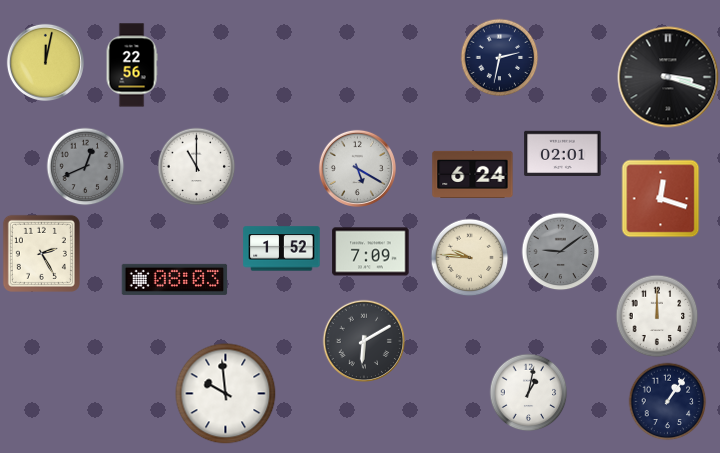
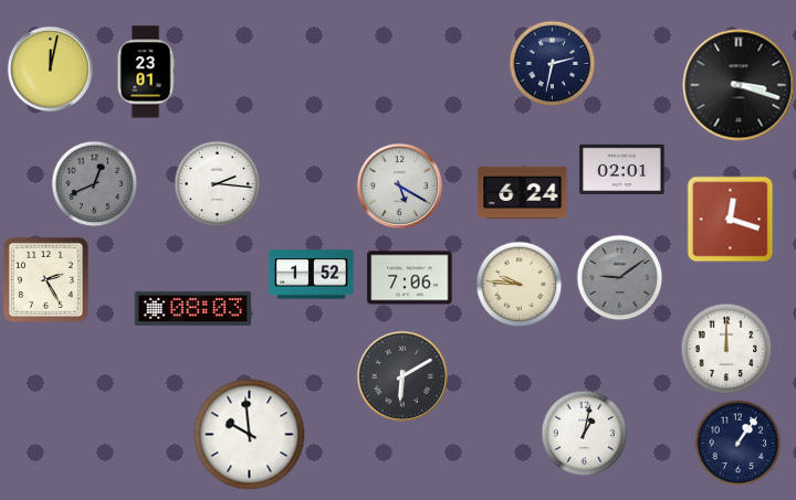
clock at (132, 65): 22:56 -> 23:01
clock at (196, 166): 11:00 -> 2:16
clock at (357, 168) position: (357, 168) -> (399, 185)
clock at (371, 252): 7:09 -> 7:06
